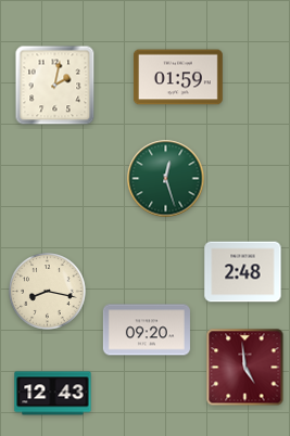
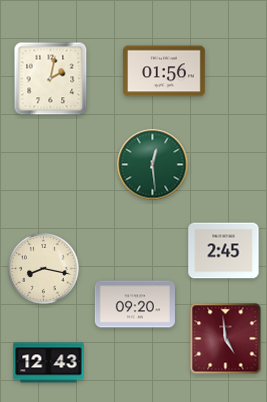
clock at (178, 77): 01:59 -> 01:56
clock at (166, 179): 12:27 -> 12:29
clock at (243, 272): 2:48 -> 2:45
